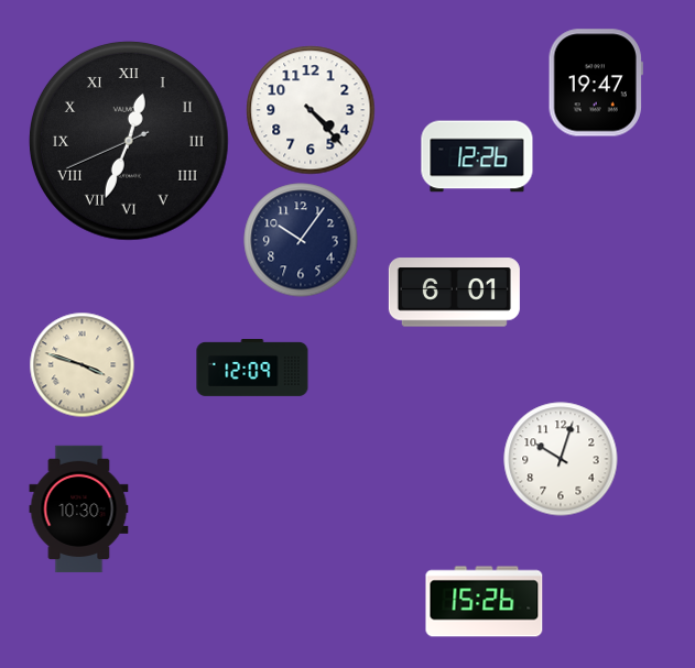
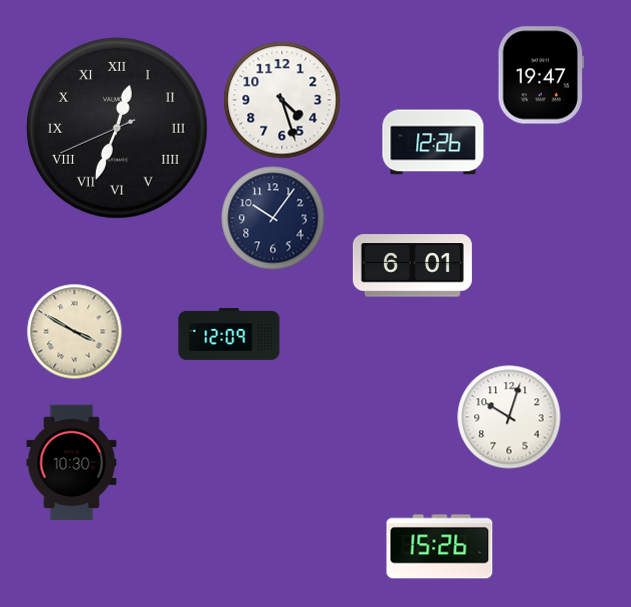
clock at (311, 110): 4:23 -> 4:27
clock at (83, 365): 3:48 -> 3:50
